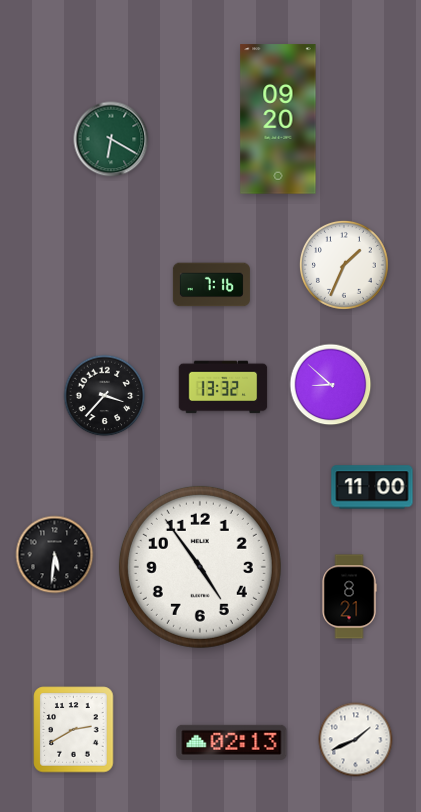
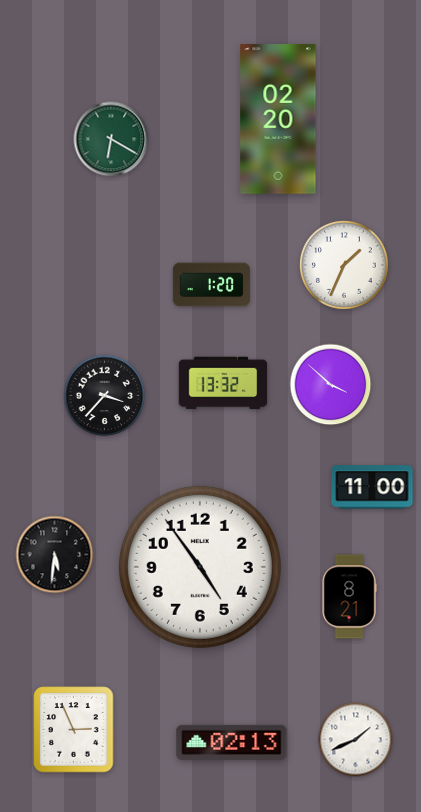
clock at (278, 119): 09:20 -> 02:20
clock at (211, 285): 7:16 -> 1:20
clock at (331, 385): 8:52 -> 3:52
clock at (223, 387) position: (223, 387) -> (223, 383)
clock at (74, 730): 2:40 -> 2:56
